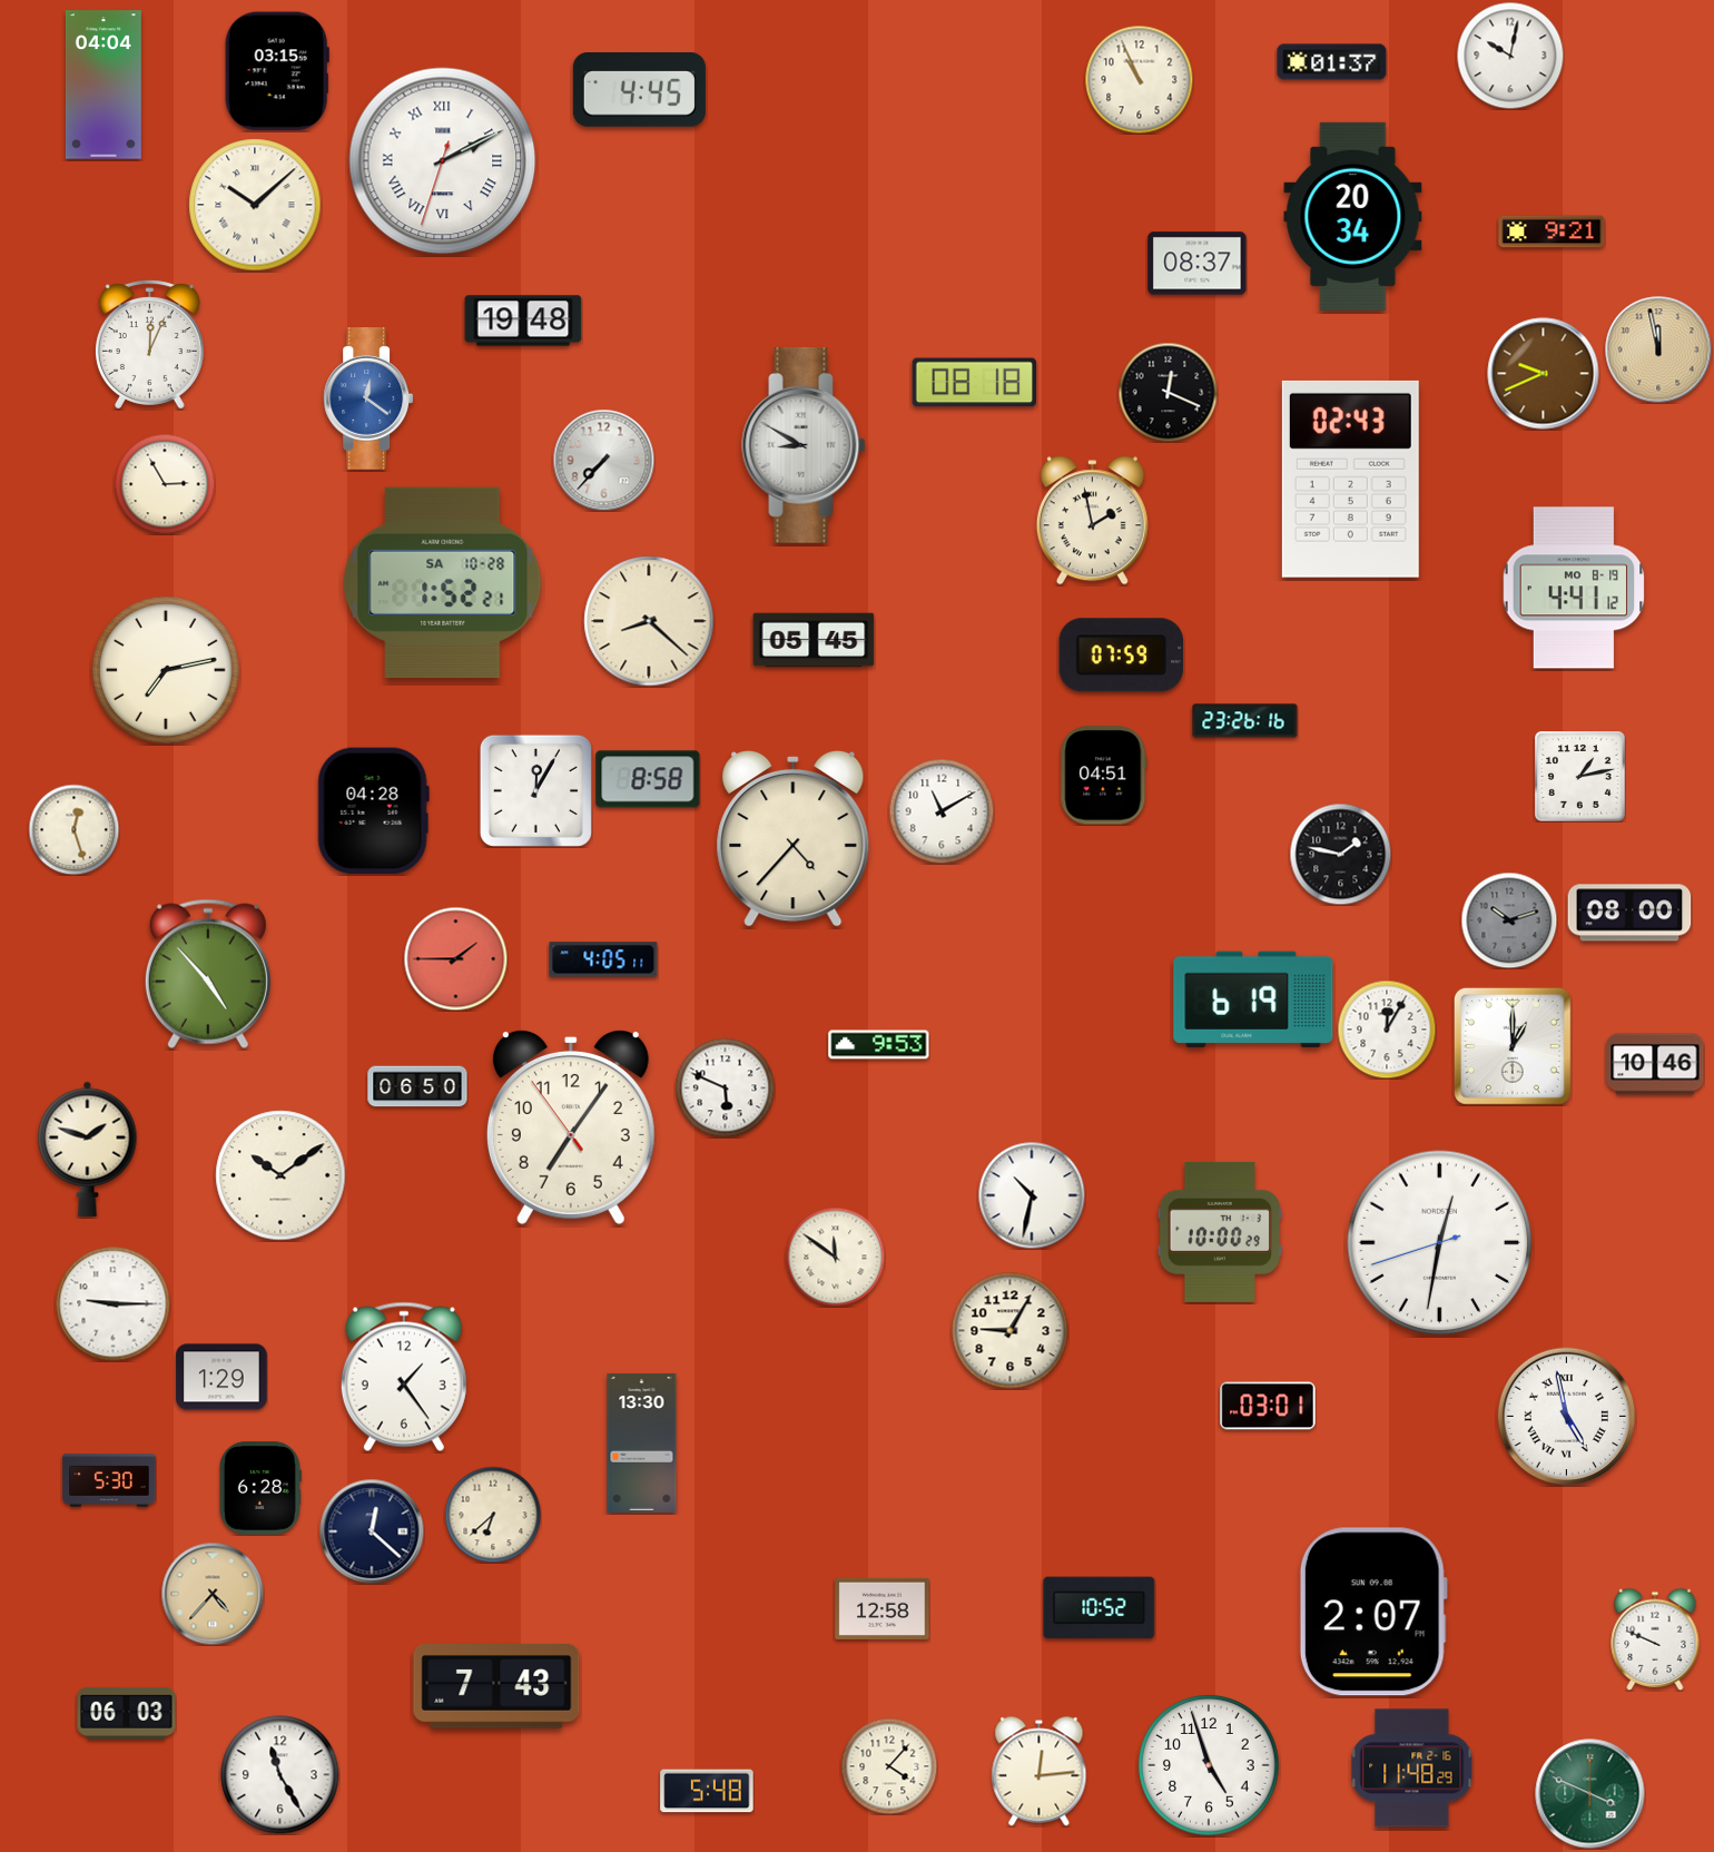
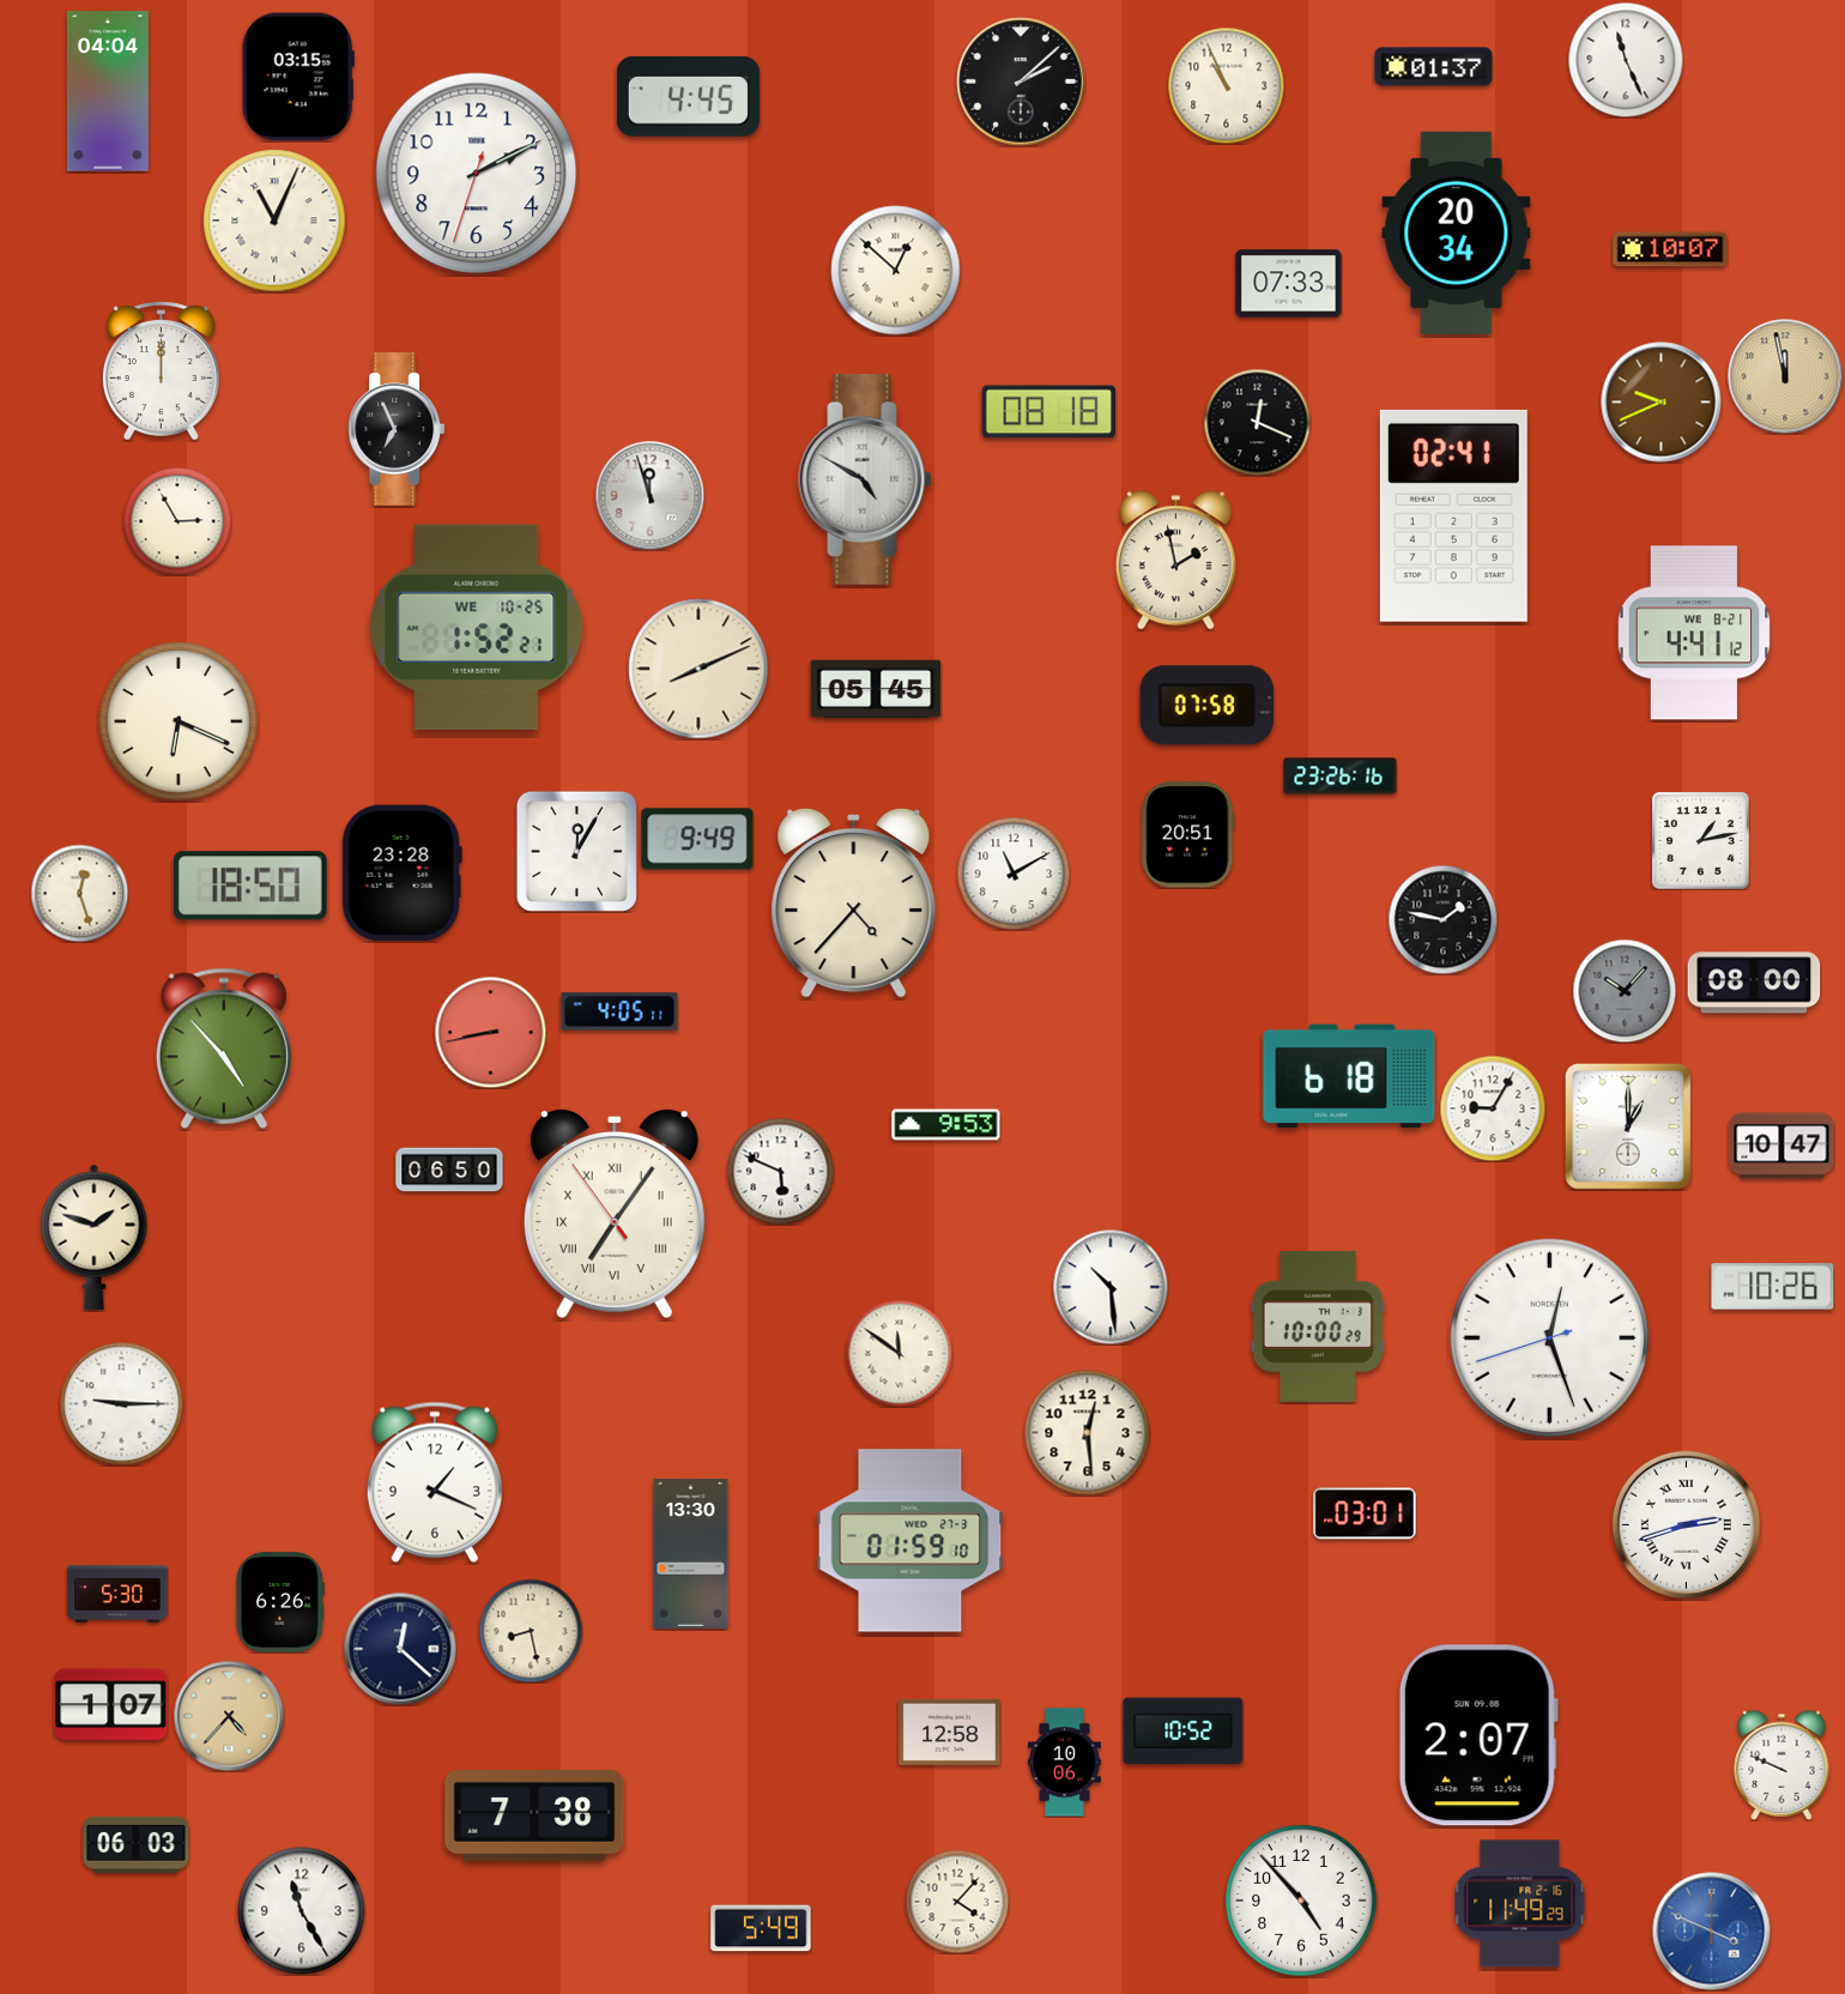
clock at (1510, 56): 10:02 -> 11:26
clock at (1021, 81): none -> 2:08
clock at (104, 85) position: (104, 85) -> (108, 91)
clock at (443, 161) numerals: Roman -> Arabic
clock at (255, 205): 10:08 -> 11:04
clock at (1552, 231): 9:21 -> 10:07
clock at (896, 271): none -> 12:52
clock at (1198, 264): 08:37 -> 07:33
clock at (523, 321): 19:48 -> none
clock at (149, 345): 12:04 -> 12:00
clock at (368, 400): 12:21 -> 6:56
clock at (368, 400) dial: blue -> black
clock at (804, 445): 8:50 -> 4:50
clock at (603, 460): 7:37 -> 11:57
clock at (1350, 479): 02:43 -> 02:41
clock at (443, 582) date: SA 10-28 -> WE 10-25
clock at (1574, 588) date: MO 8-19 -> WE 8-21
clock at (649, 621): 8:22 -> 8:11
clock at (1121, 656): 07:59 -> 07:58
clock at (166, 670): 7:13 -> 6:19
clock at (1104, 776): 04:51 -> 20:51
clock at (1580, 777) position: (1580, 777) -> (1701, 841)
clock at (648, 779): 8:58 -> 9:49
clock at (373, 810): 04:28 -> 23:28
clock at (250, 886): none -> 18:50
clock at (1509, 920): 10:12 -> 10:07
clock at (455, 958): 1:45 -> 8:43
clock at (603, 959) position: (603, 959) -> (619, 1011)
clock at (1253, 999): 6:19 -> 6:18
clock at (1387, 1030): 12:05 -> 9:05
clock at (1655, 1064): 10:46 -> 10:47
clock at (571, 1127) numerals: Arabic -> Roman
clock at (280, 1175): 10:09 -> none
clock at (1032, 1195): 10:32 -> 10:29
clock at (1773, 1287): none -> 10:26
clock at (1219, 1232) position: (1219, 1232) -> (1317, 1327)
clock at (1440, 1243): 12:31 -> 12:26
clock at (1011, 1331): 9:05 -> 12:29
clock at (221, 1377): 1:29 -> none
clock at (404, 1377): 1:24 -> 1:19
clock at (1567, 1417): 4:58 -> 2:42
clock at (911, 1541): none -> 01:59
clock at (260, 1488): 6:28 -> 6:26
clock at (493, 1515): 6:38 -> 8:28
clock at (111, 1705): none -> 1:07
clock at (1064, 1763): none -> 10:06
clock at (496, 1687): 7:43 -> 7:38
clock at (1209, 1765): 4:57 -> 4:53
clock at (1412, 1769): 11:48 -> 11:49
clock at (1040, 1772): 12:14 -> none
clock at (707, 1791): 5:48 -> 5:49
clock at (1590, 1794) dial: green -> blue
